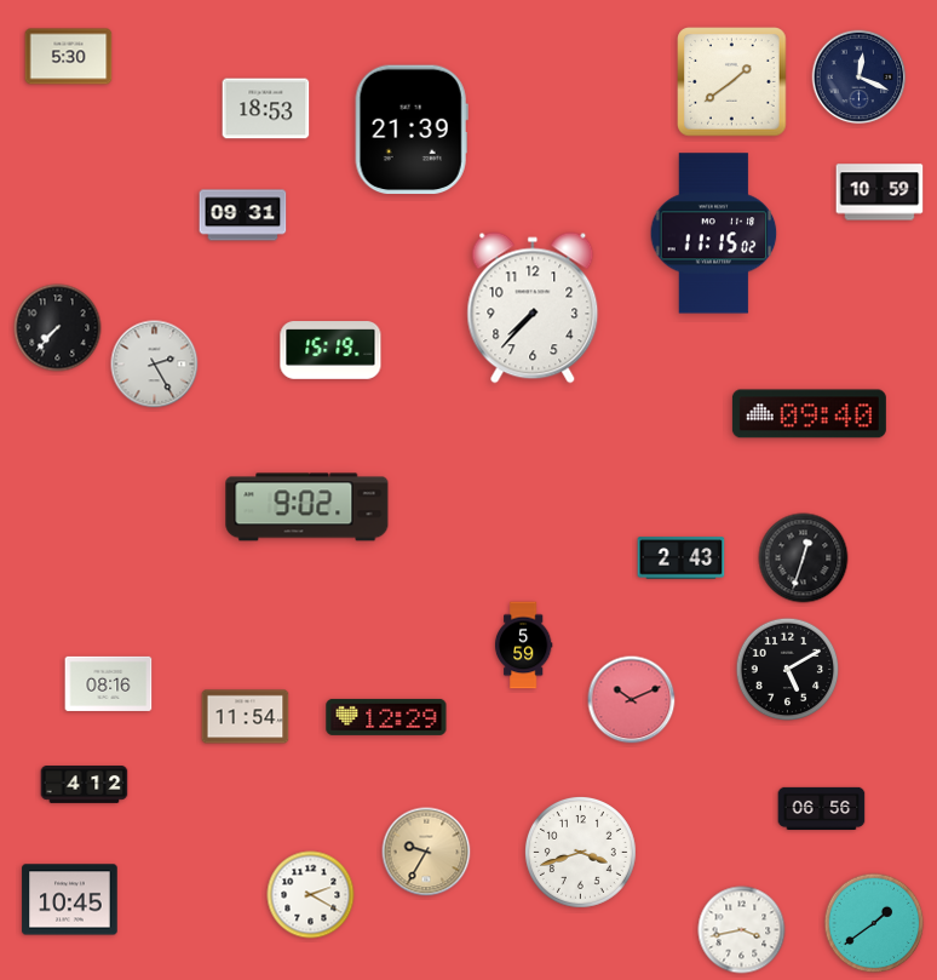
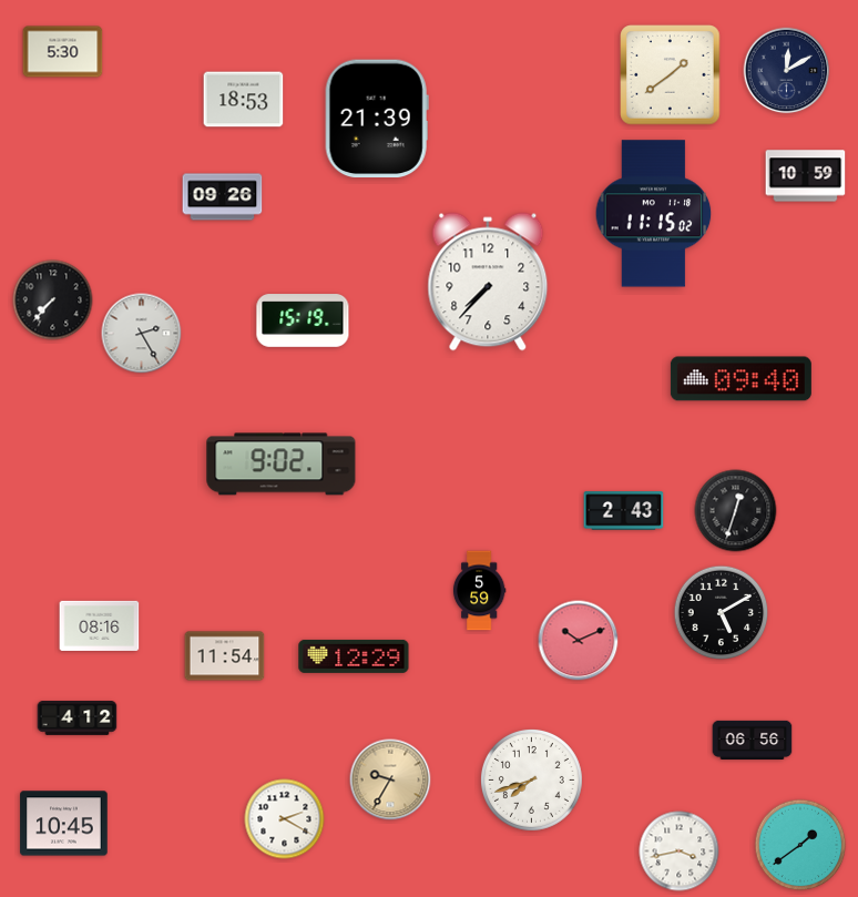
clock at (860, 78): 12:19 -> 12:10
clock at (243, 216): 09:31 -> 09:26
clock at (580, 852): 3:42 -> 7:42
